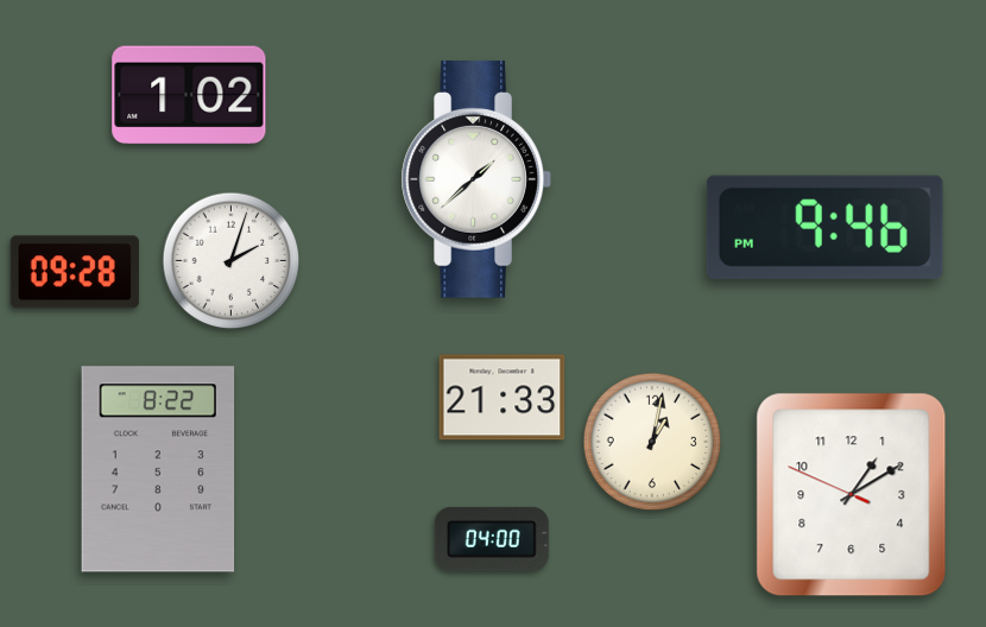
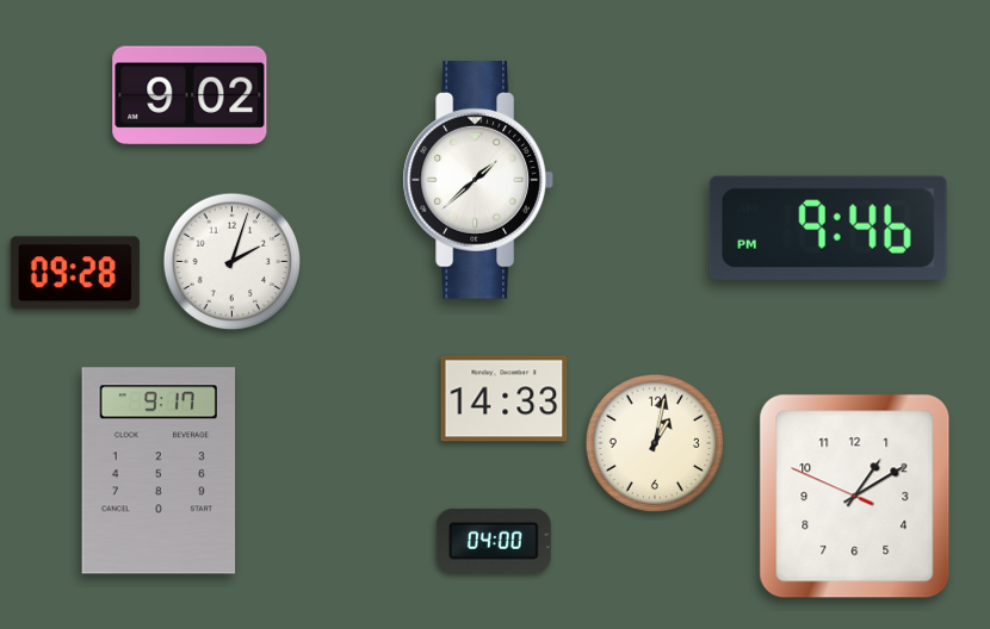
clock at (189, 95): 1:02 -> 9:02
clock at (503, 398): 21:33 -> 14:33
clock at (158, 469): 8:22 -> 9:17
